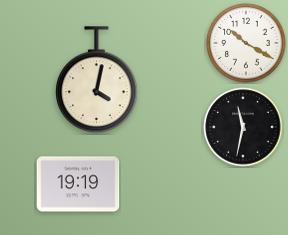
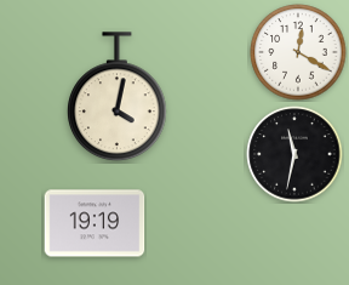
clock at (246, 43): 10:20 -> 12:20
